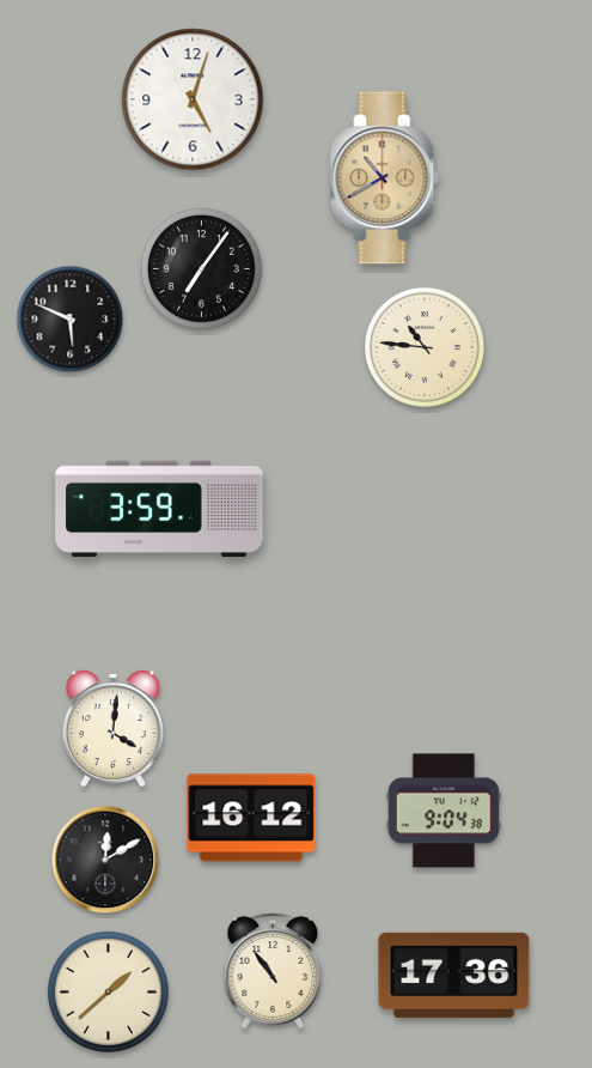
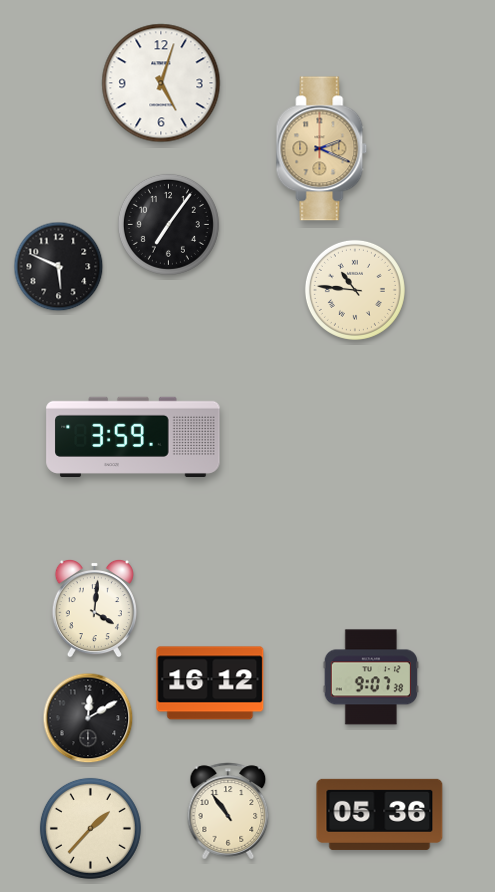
clock at (385, 178): 10:40 -> 2:19
clock at (159, 508) position: (159, 508) -> (133, 436)
clock at (444, 811): 9:04 -> 9:07
clock at (454, 975): 17:36 -> 05:36
clock at (108, 991): 1:38 -> 1:37
